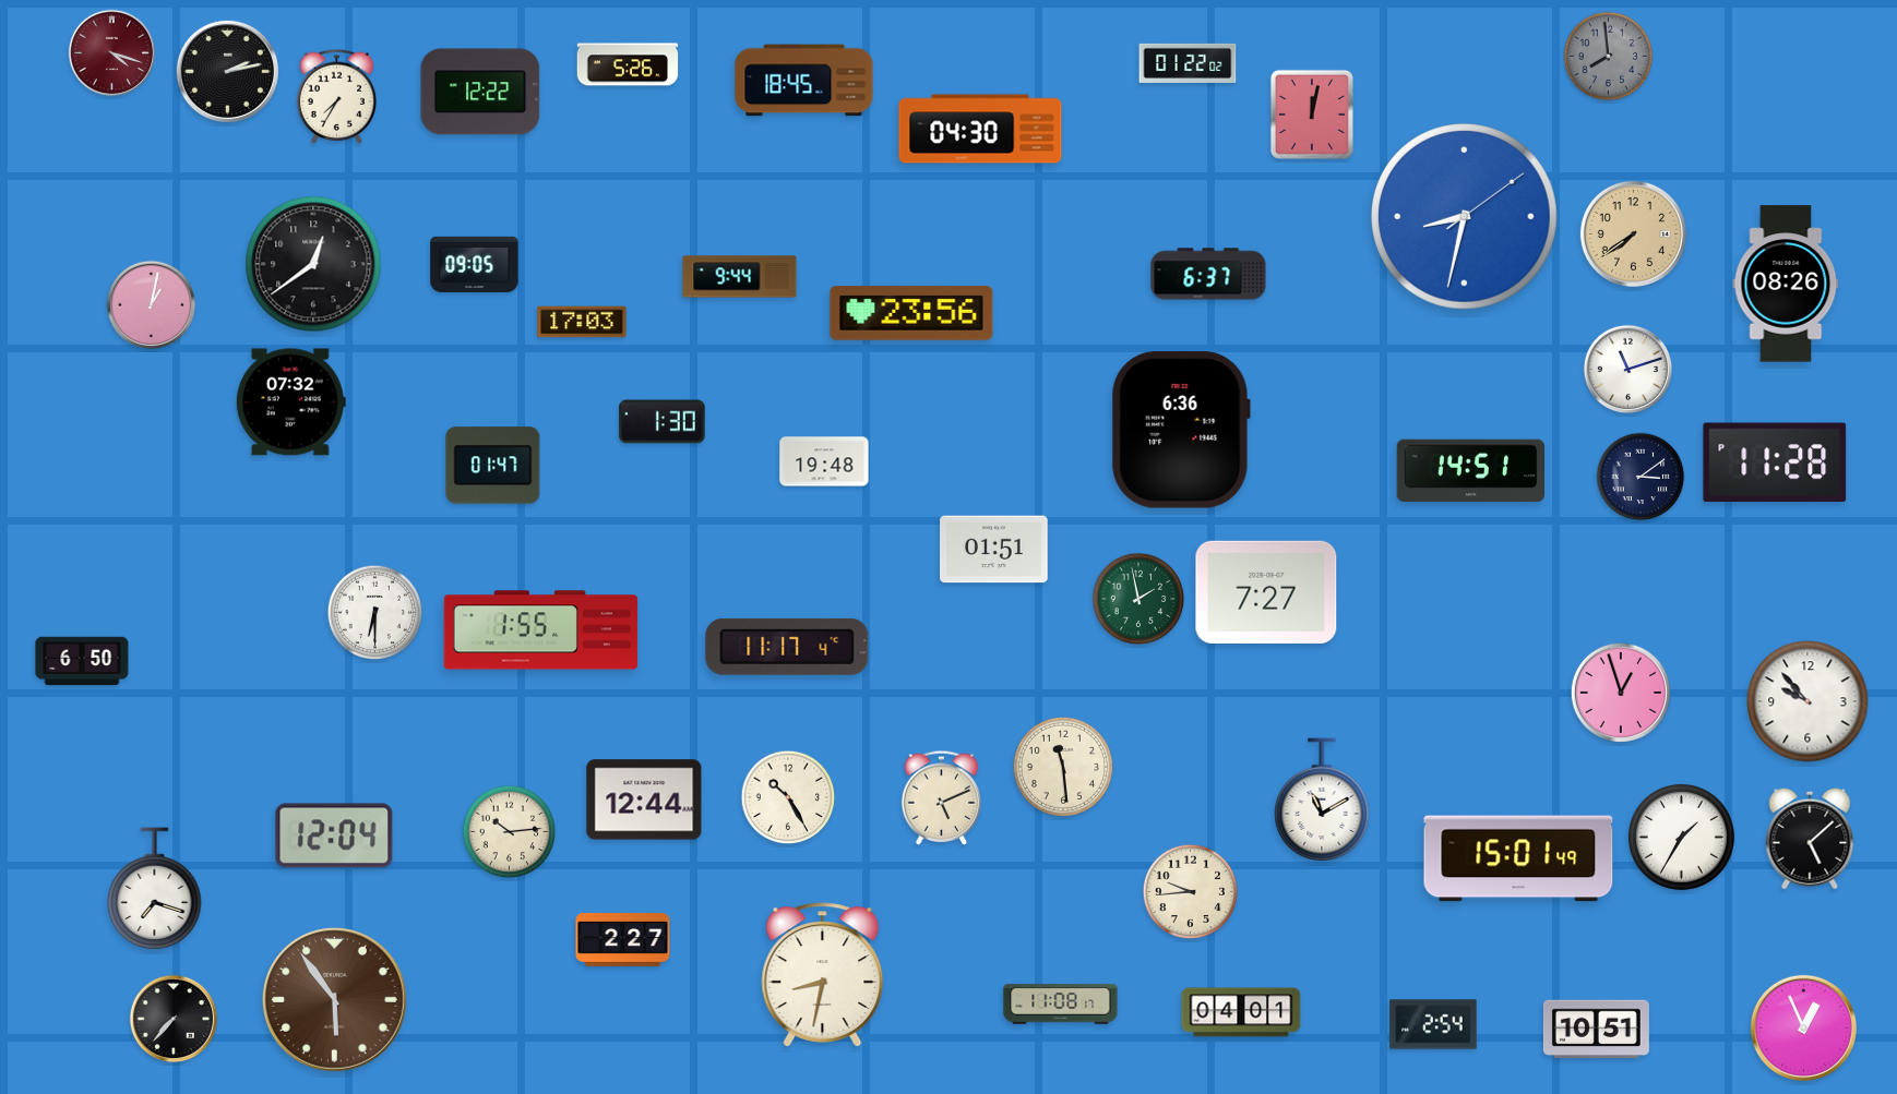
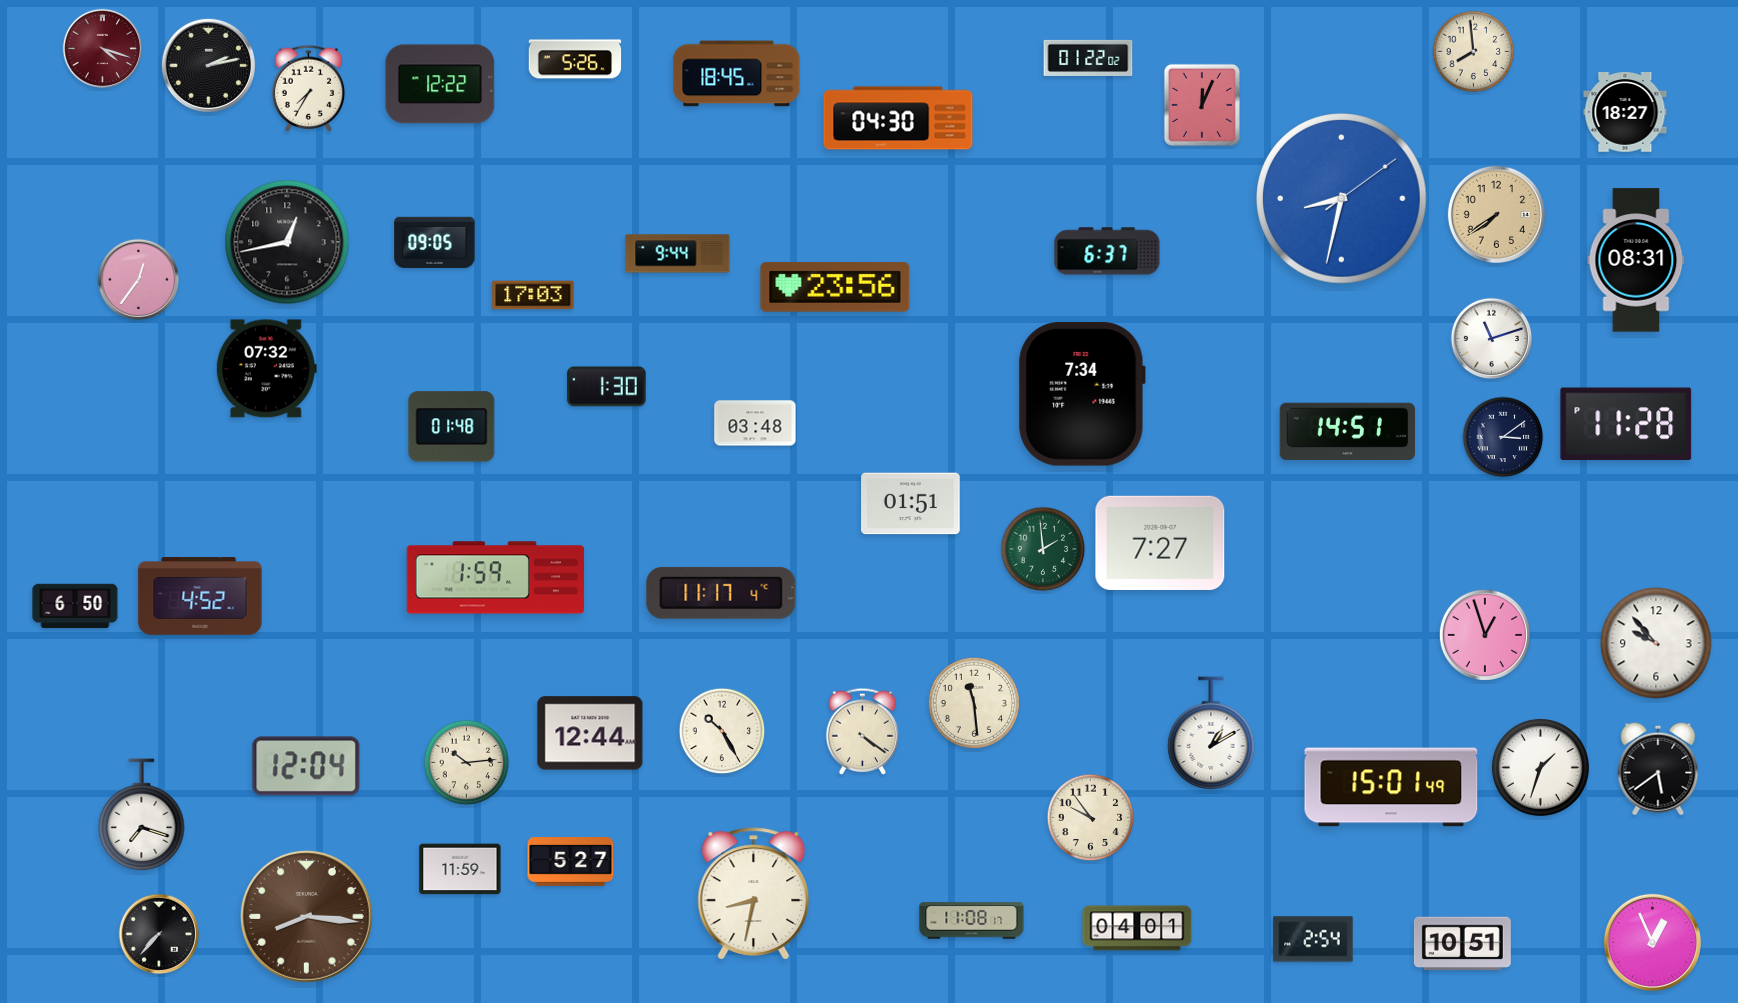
clock at (1609, 57) dial: grey -> cream
clock at (1312, 115): 12:02 -> 12:04
clock at (1625, 113): none -> 18:27
clock at (313, 264): 12:39 -> 12:43
clock at (1786, 284): 08:26 -> 08:31
clock at (152, 305): 1:02 -> 12:36
clock at (1181, 430): 6:36 -> 7:34
clock at (824, 461): 19:48 -> 03:48
clock at (493, 466): 01:47 -> 01:48
clock at (1138, 599): 1:58 -> 1:59
clock at (375, 613): 6:30 -> none
clock at (541, 630): 1:55 -> 1:59
clock at (200, 596): none -> 4:52
clock at (942, 797): 5:11 -> 4:21
clock at (1322, 801): 11:10 -> 1:10
clock at (1681, 837): 1:35 -> 1:33
clock at (1810, 839): 5:08 -> 5:39
clock at (1191, 892): 9:44 -> 9:54
clock at (623, 940): 2:27 -> 5:27
clock at (460, 869): none -> 11:59
clock at (334, 999): 5:54 -> 8:16
